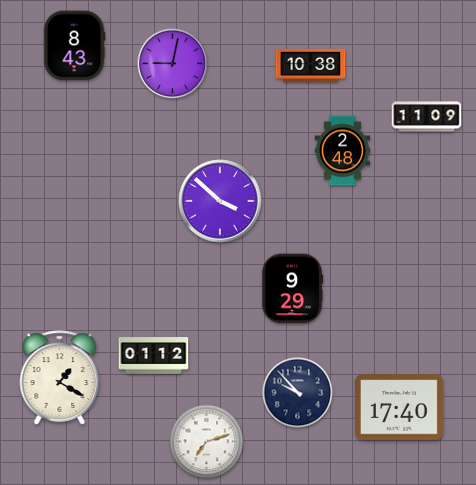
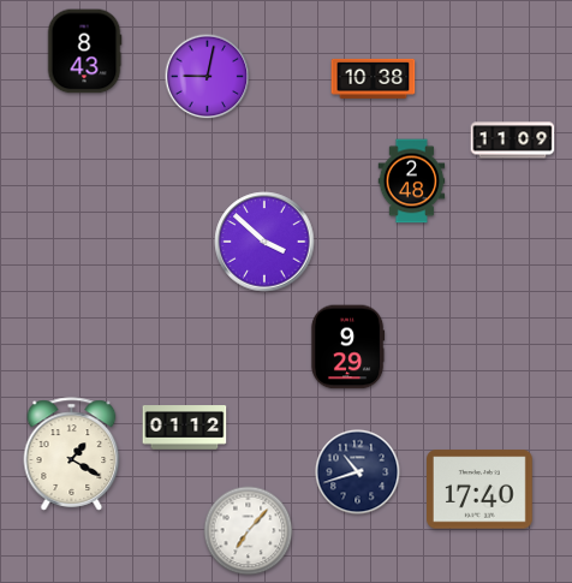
clock at (74, 46) position: (74, 46) -> (84, 52)
clock at (292, 289) position: (292, 289) -> (347, 347)
clock at (298, 393): 9:53 -> 10:42
clock at (207, 442): 7:12 -> 7:07
